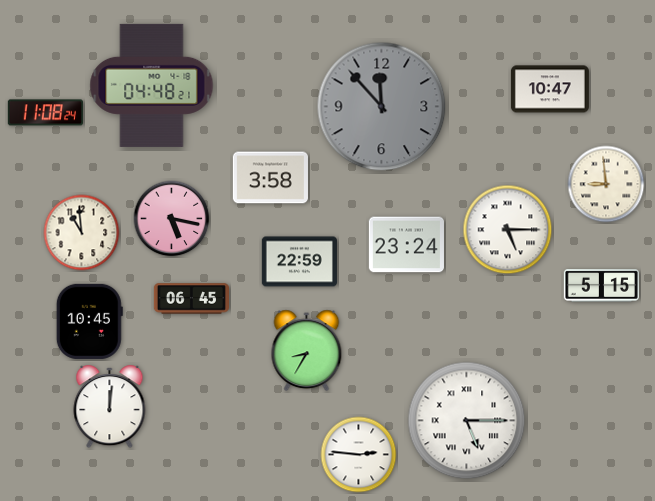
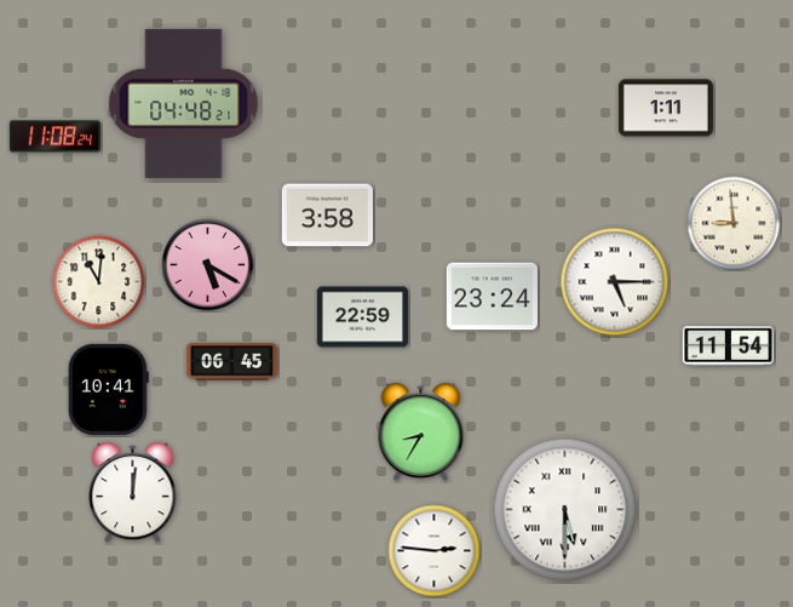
clock at (550, 89): 10:47 -> 1:11
clock at (382, 107): 11:53 -> none
clock at (172, 219): 5:17 -> 5:20
clock at (508, 230) position: (508, 230) -> (615, 282)
clock at (82, 233): 10:59 -> 11:01
clock at (601, 286): 5:15 -> 11:54
clock at (89, 321): 10:45 -> 10:41
clock at (307, 351) position: (307, 351) -> (421, 433)
clock at (467, 421): 5:15 -> 5:30
